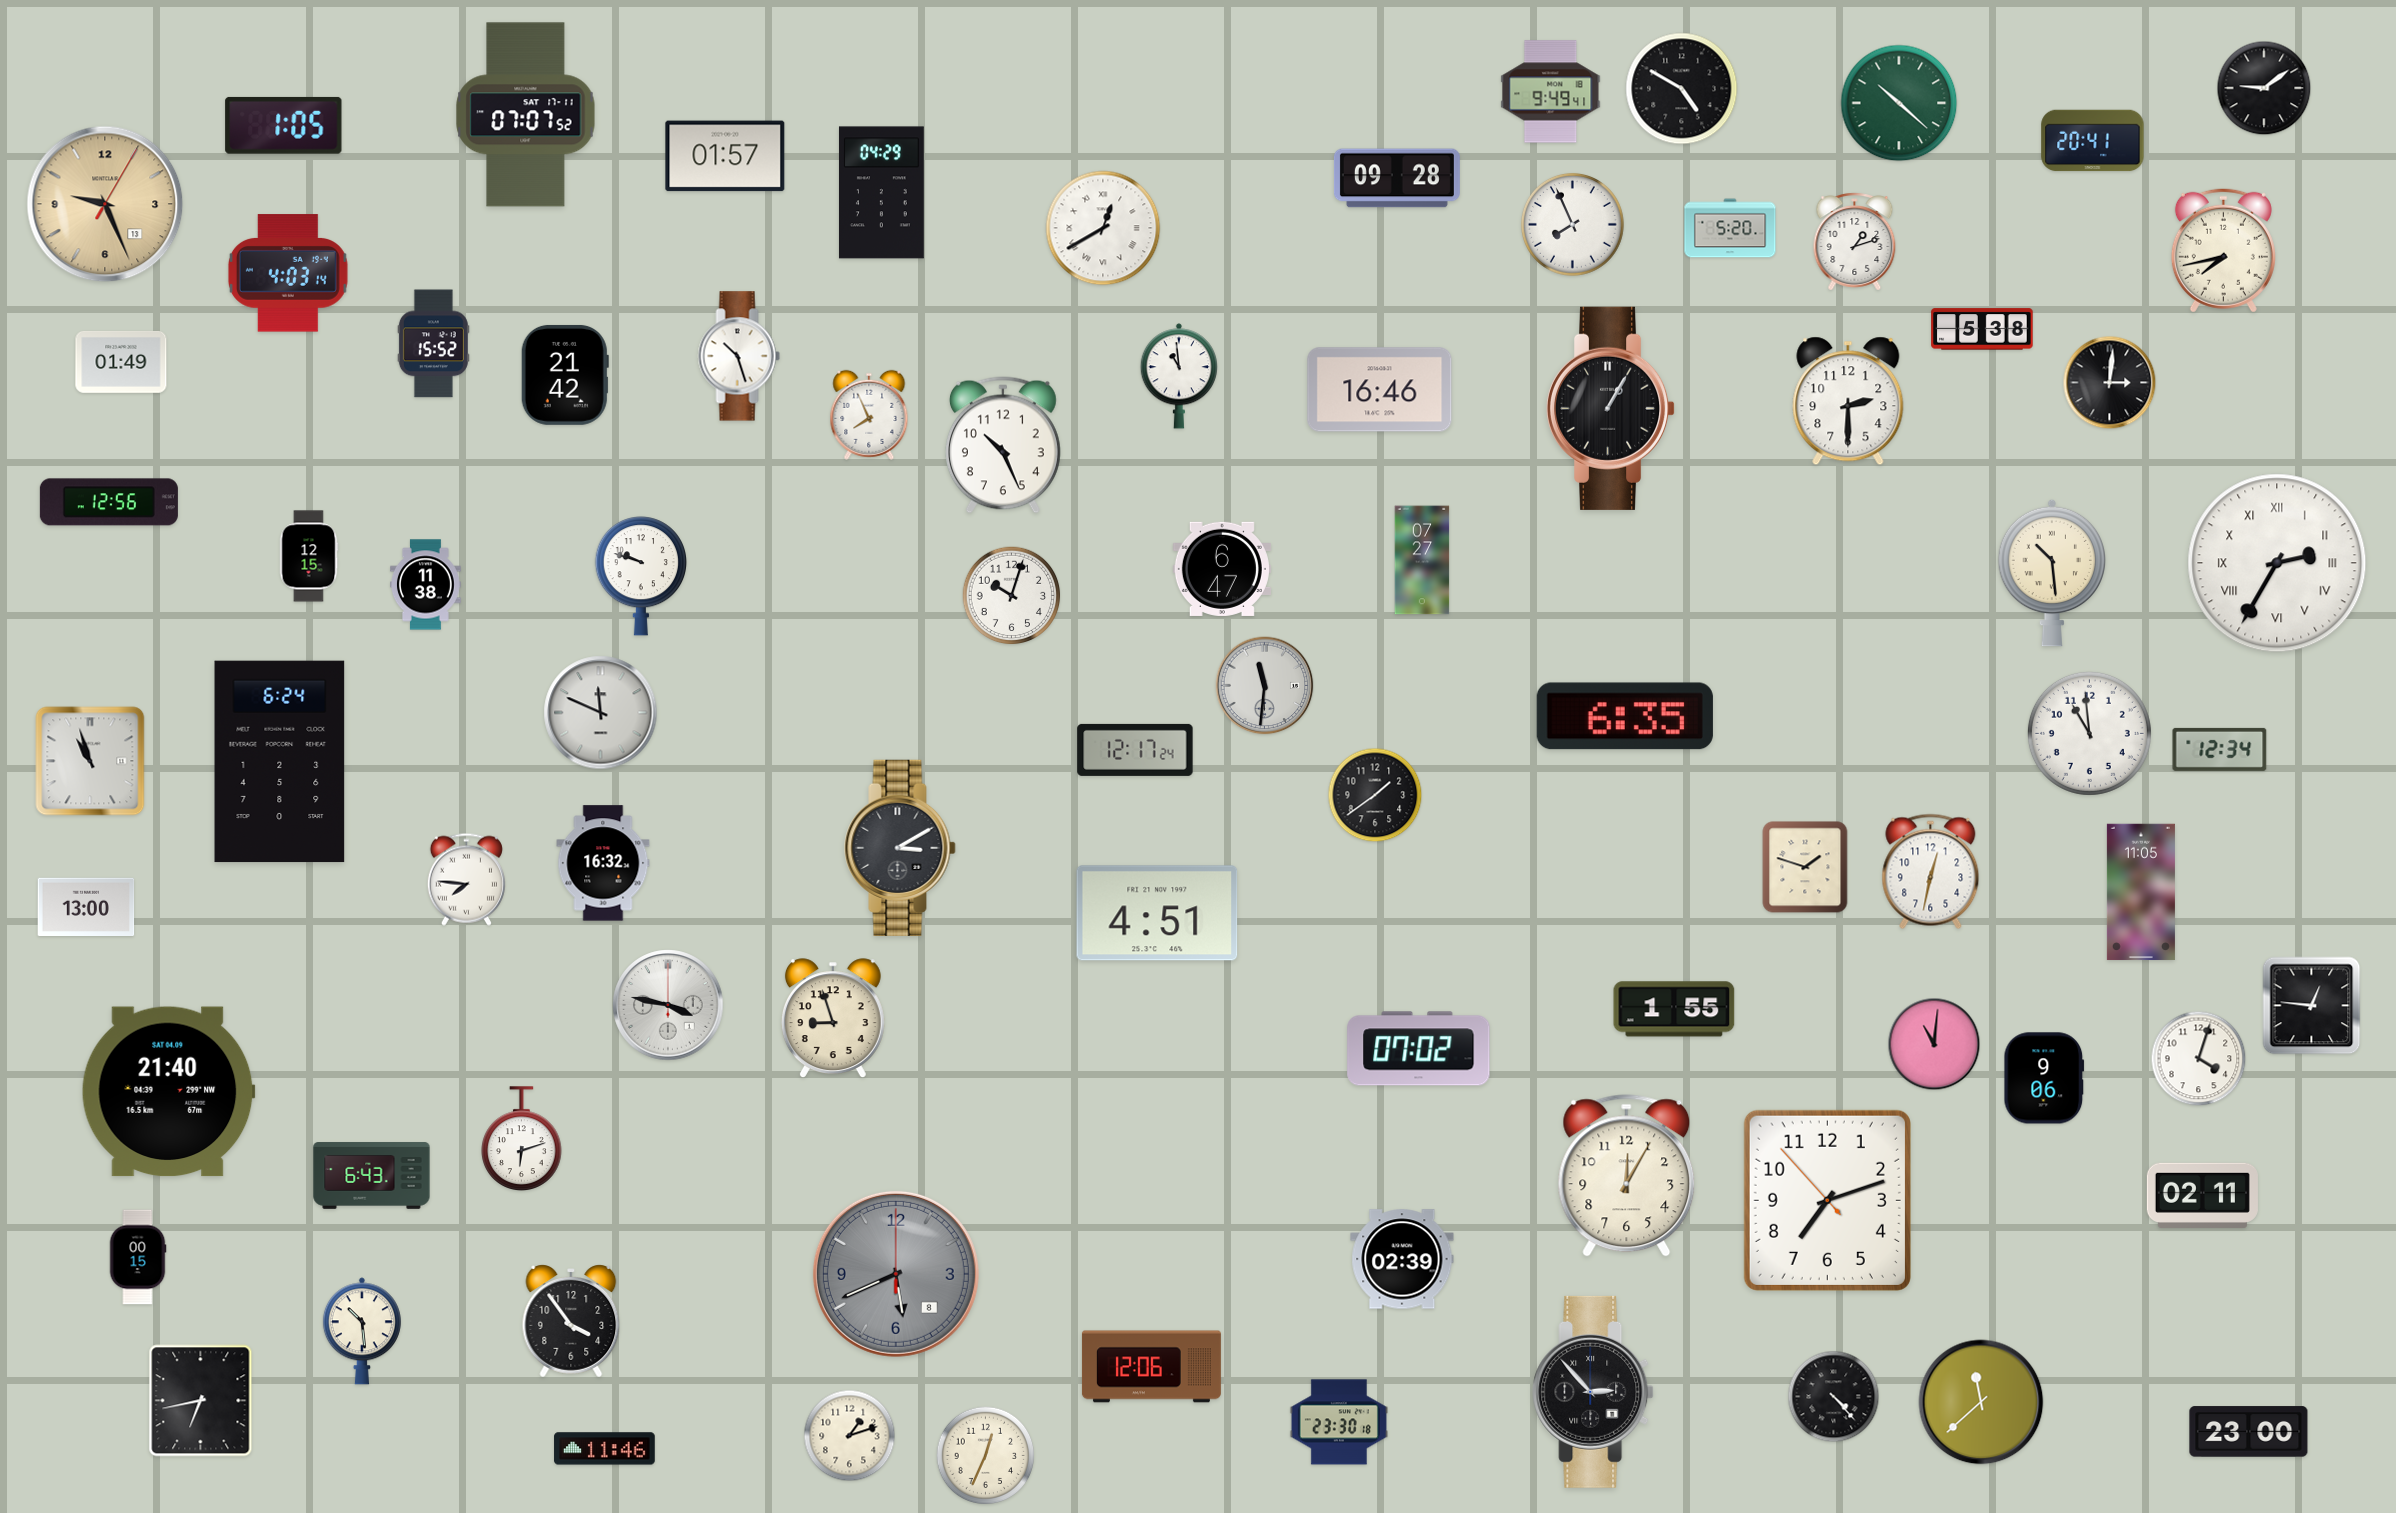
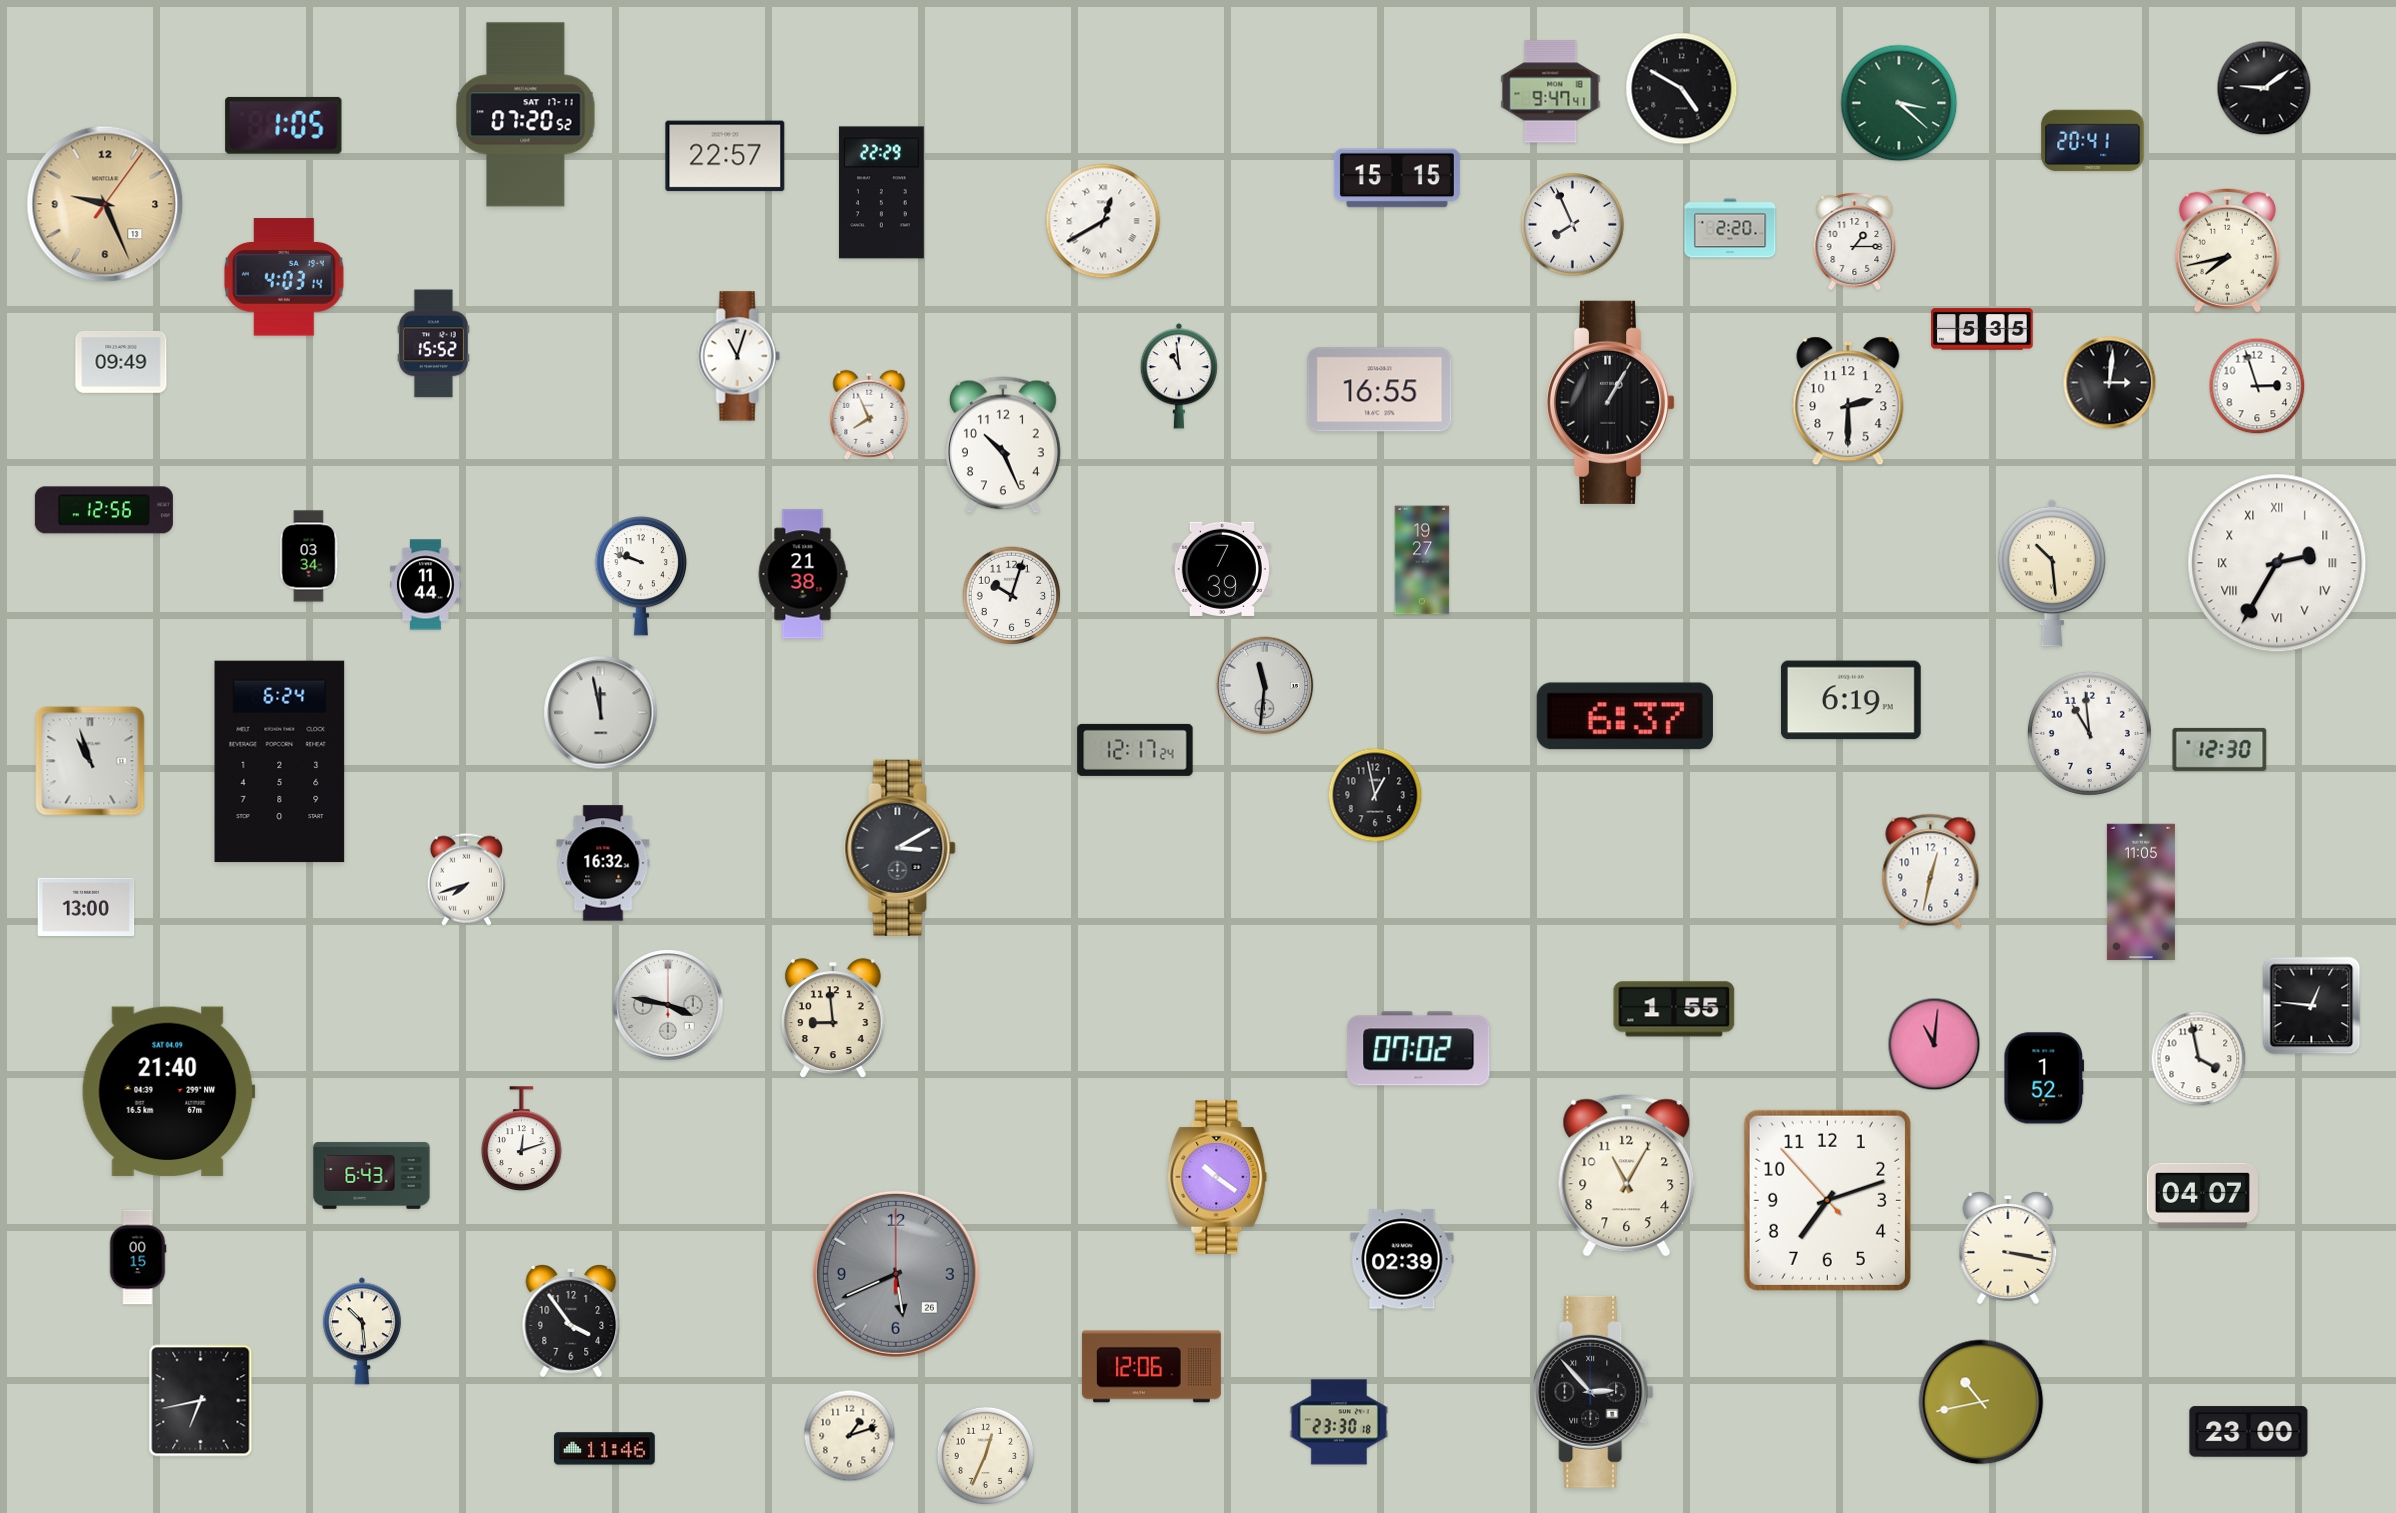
clock at (1551, 92): 9:49 -> 9:47
clock at (1899, 103): 10:22 -> 3:22
clock at (526, 115): 07:07 -> 07:20
clock at (725, 156): 01:57 -> 22:57
clock at (1397, 178): 09:28 -> 15:15
clock at (881, 193): 04:29 -> 22:29
clock at (105, 204): 9:26:05 -> 9:26:06
clock at (1103, 228) position: (1103, 228) -> (1103, 221)
clock at (1730, 228): 5:20 -> 2:20
clock at (1855, 242): 1:12 -> 1:15
clock at (2223, 250) position: (2223, 250) -> (2227, 250)
clock at (288, 273) position: (288, 273) -> (284, 277)
clock at (1982, 329): 5:38 -> 5:35
clock at (739, 356): 10:27 -> 11:03
clock at (121, 362): 01:49 -> 09:49
clock at (565, 375): 21:42 -> none
clock at (2257, 386): none -> 2:57
clock at (1380, 390): 16:46 -> 16:55
clock at (1611, 408) position: (1611, 408) -> (1611, 402)
clock at (109, 502) position: (109, 502) -> (104, 510)
clock at (309, 556): 12:15 -> 03:34
clock at (1422, 560): 07:27 -> 19:27
clock at (1222, 569): 6:47 -> 7:39
clock at (803, 574): none -> 21:38
clock at (426, 585): 11:38 -> 11:44
clock at (1851, 700): none -> 6:19
clock at (601, 713): 11:49 -> 11:58
clock at (1625, 716): 6:35 -> 6:37
clock at (2220, 749): 12:34 -> 12:30
clock at (1375, 795): 1:39 -> 12:58
clock at (1805, 867): 1:48 -> none
clock at (466, 879): 7:46 -> 7:42
clock at (1157, 913): 4:51 -> none
clock at (833, 1019): 8:57 -> 8:59
clock at (2199, 1059): 4:03 -> 3:58
clock at (2044, 1078): 9:06 -> 1:52
clock at (522, 1139): 6:12 -> 12:12
clock at (1627, 1176): 12:05 -> 11:05
clock at (1217, 1177): none -> 10:21
clock at (2202, 1195): 02:11 -> 04:07
clock at (2008, 1248): none -> 3:17
clock at (896, 1274) date: 8 -> 26
clock at (1834, 1397): 4:23 -> none
clock at (1981, 1402): 11:38 -> 10:43
